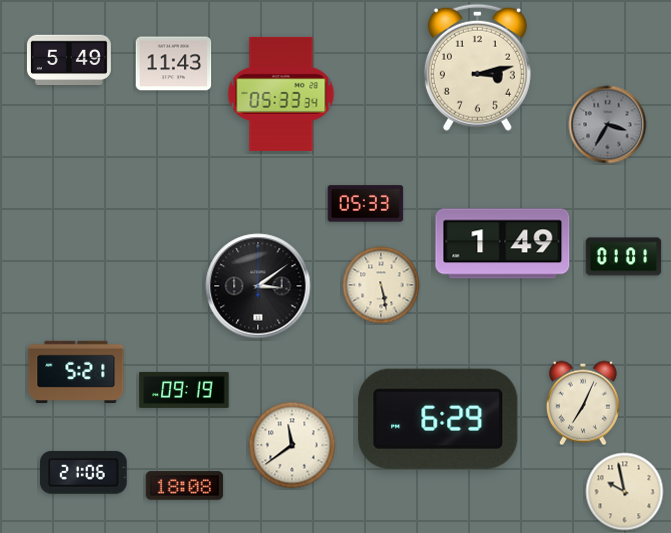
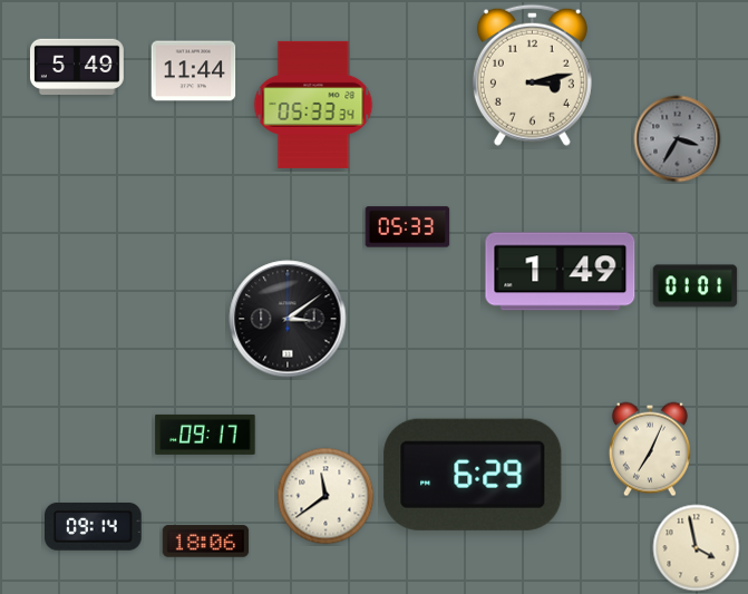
clock at (174, 64): 11:43 -> 11:44
clock at (381, 285): 5:28 -> none
clock at (76, 371): 5:21 -> none
clock at (184, 390): 09:19 -> 09:17
clock at (438, 419) position: (438, 419) -> (473, 475)
clock at (84, 472): 21:06 -> 09:14
clock at (185, 486): 18:08 -> 18:06
clock at (625, 492): 9:58 -> 3:58
